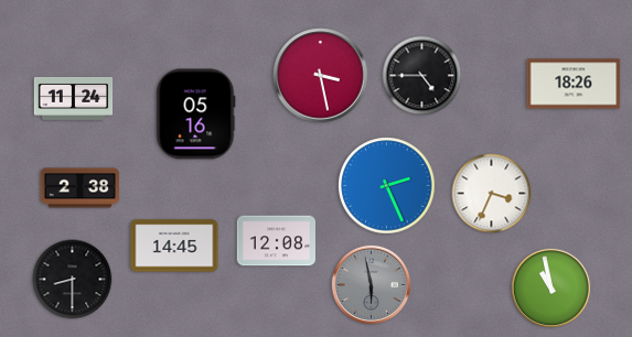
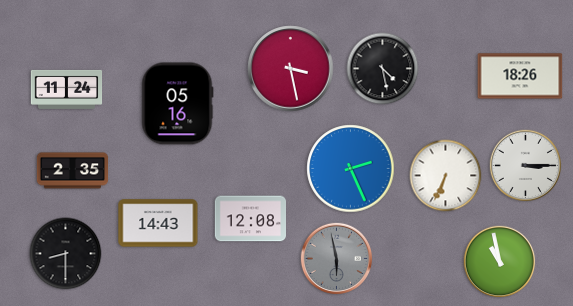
clock at (422, 76): 4:45 -> 4:28
clock at (526, 166): none -> 3:15
clock at (81, 188): 2:38 -> 2:35
clock at (492, 194): 3:34 -> 6:34
clock at (174, 246): 14:45 -> 14:43
